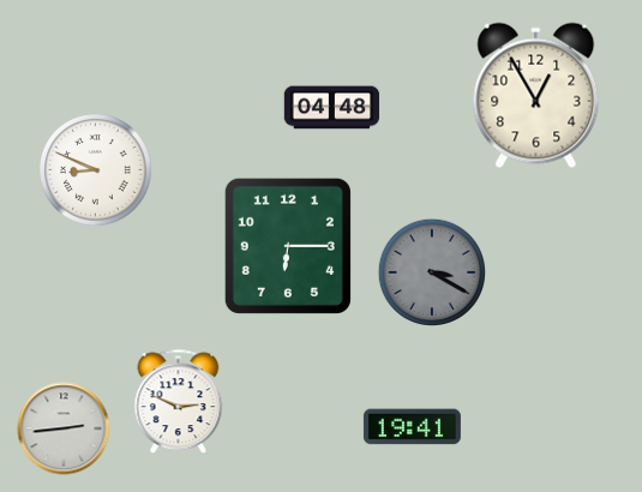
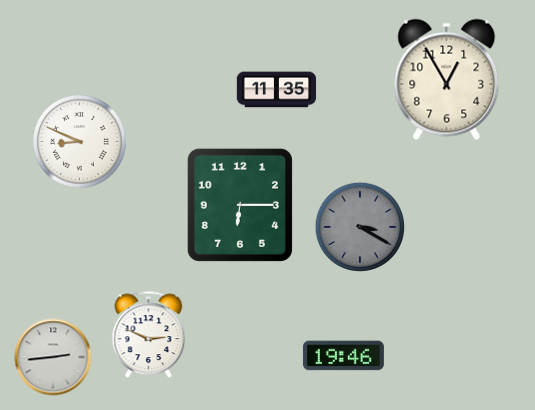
clock at (332, 108): 04:48 -> 11:35
clock at (412, 427): 19:41 -> 19:46
